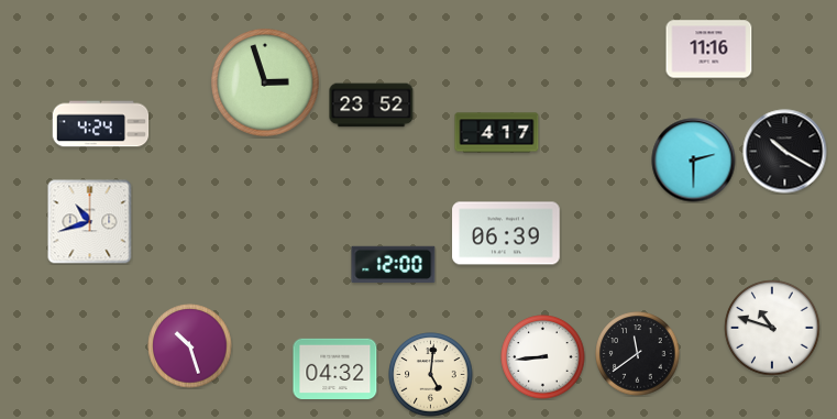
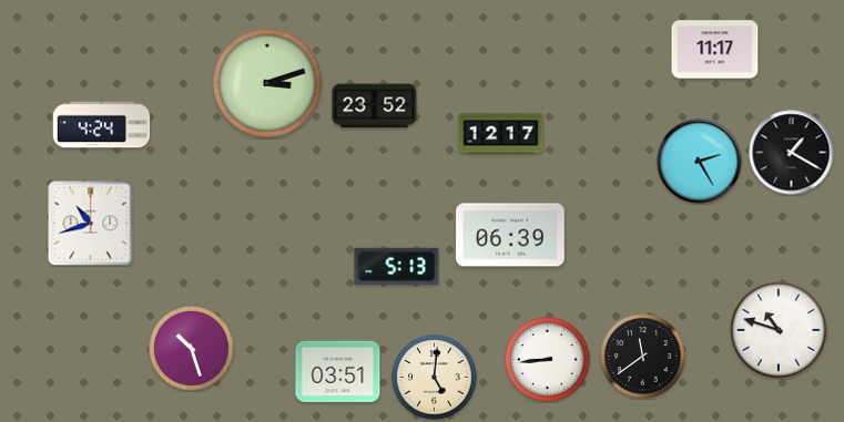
clock at (709, 49): 11:16 -> 11:17
clock at (266, 84): 2:57 -> 3:12
clock at (497, 133): 4:17 -> 12:17
clock at (785, 152): 10:20 -> 1:20
clock at (694, 161): 2:30 -> 2:25
clock at (394, 264): 12:00 -> 5:13
clock at (335, 370): 04:32 -> 03:51
